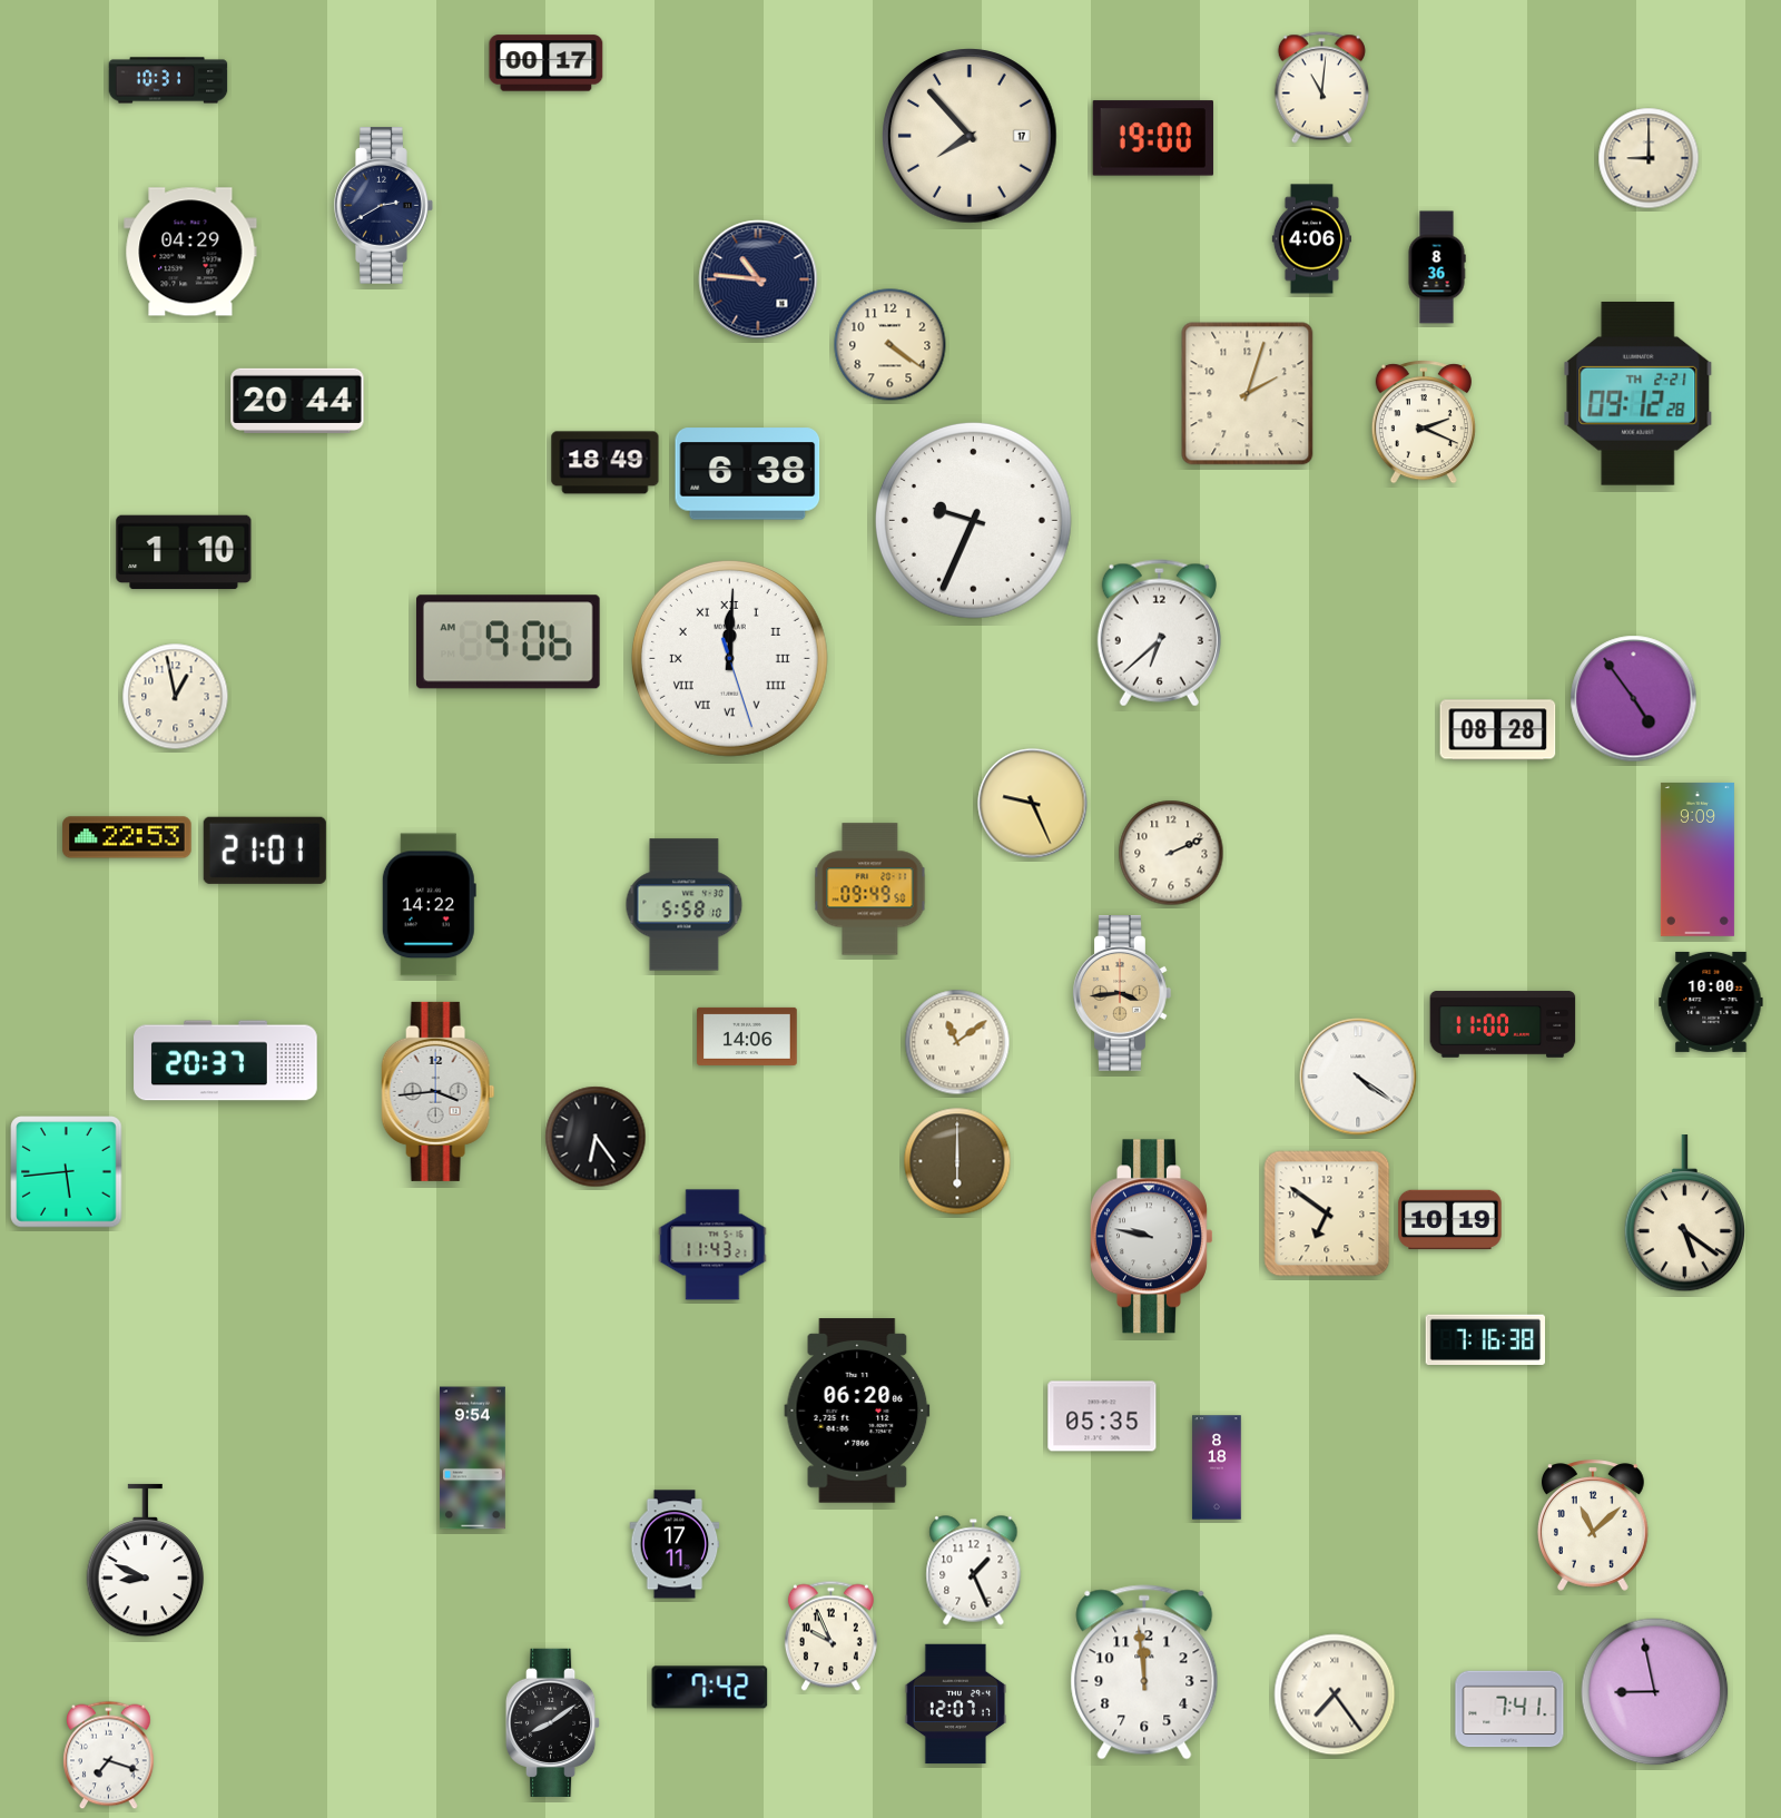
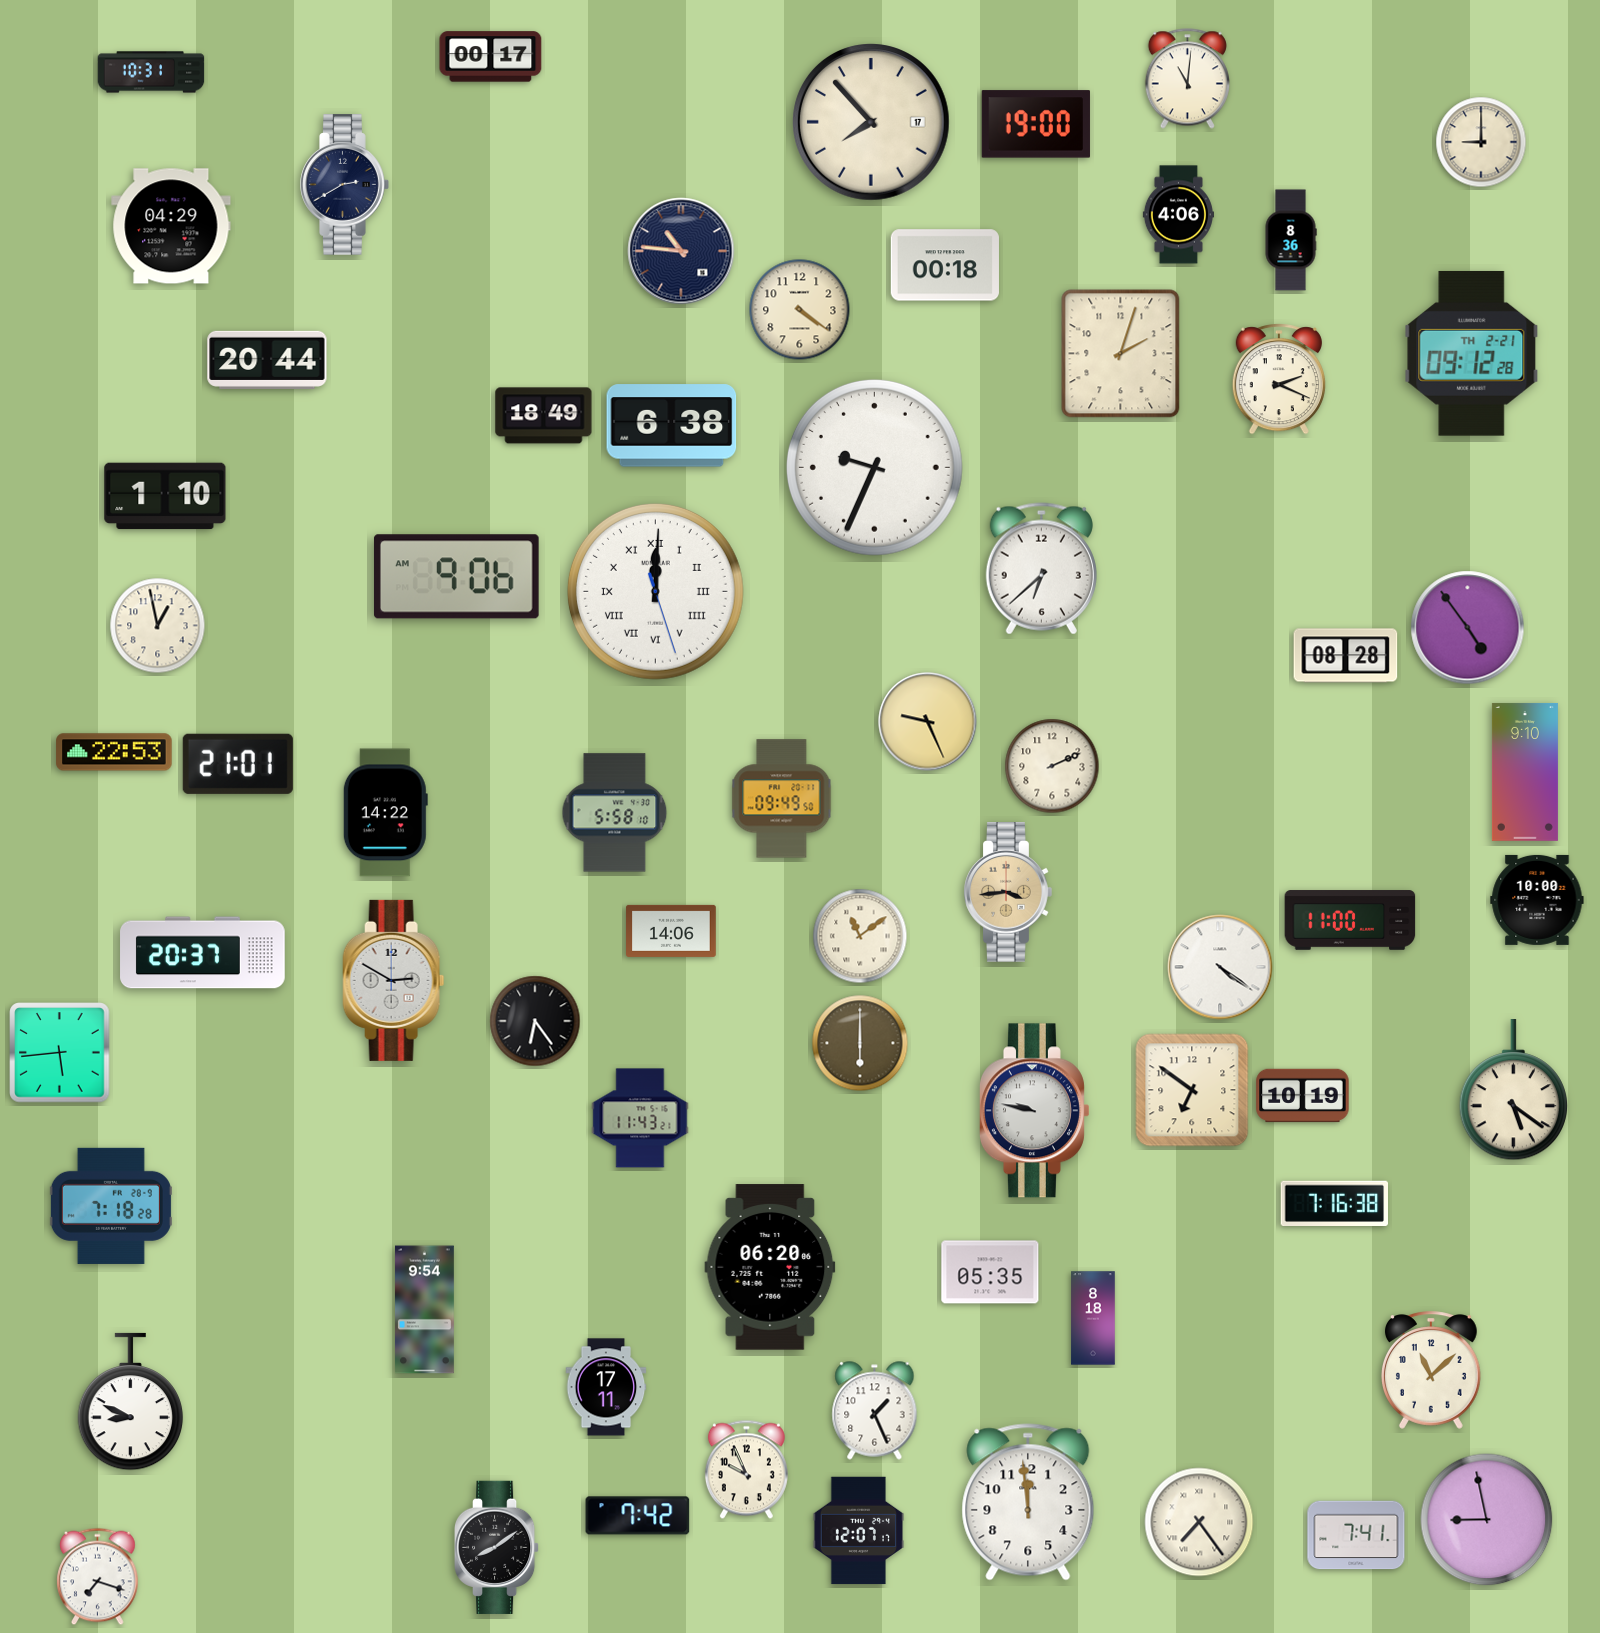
clock at (945, 265): none -> 00:18
clock at (1698, 859): 9:09 -> 9:10
clock at (439, 1091): 3:44 -> 2:50
clock at (111, 1206): none -> 7:18
